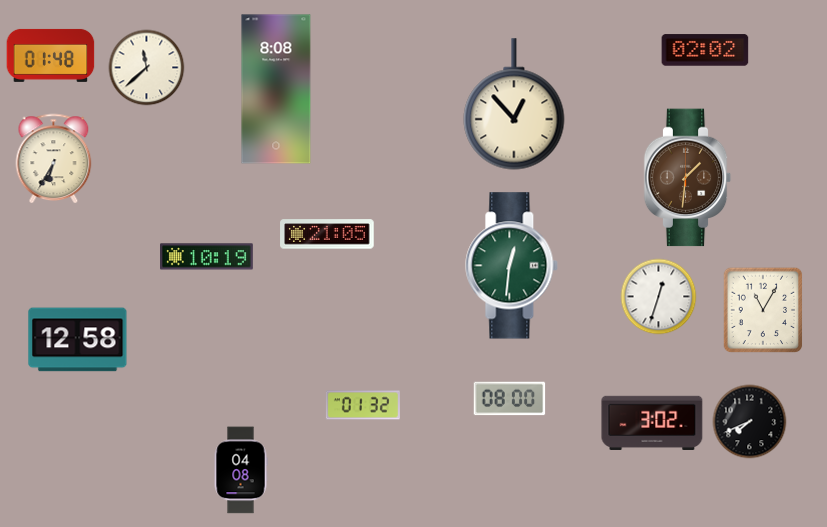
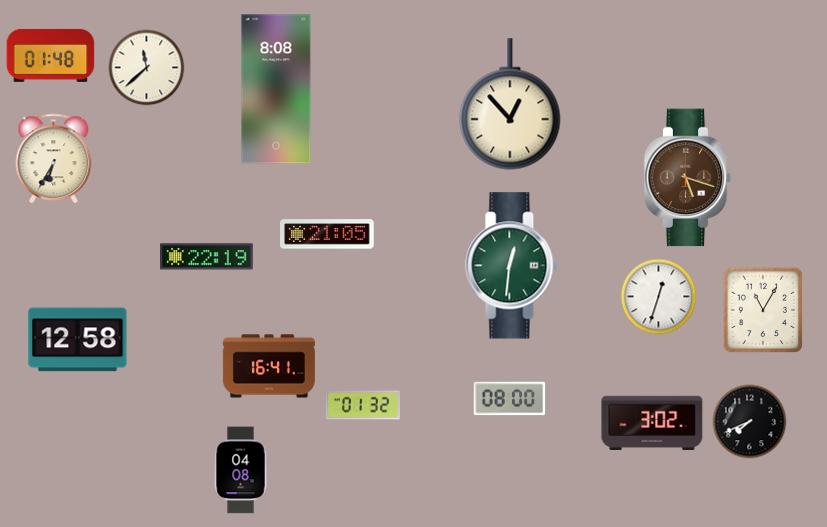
clock at (705, 50): 02:02 -> none
clock at (514, 104) position: (514, 104) -> (510, 104)
clock at (688, 178): 1:31 -> 5:18
clock at (207, 257): 10:19 -> 22:19
clock at (269, 366): none -> 16:41
